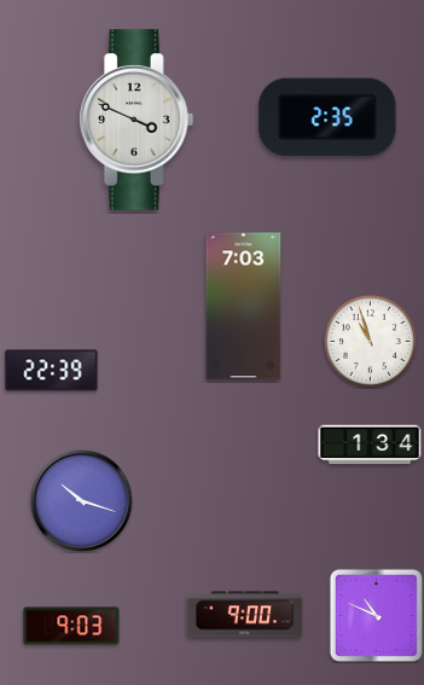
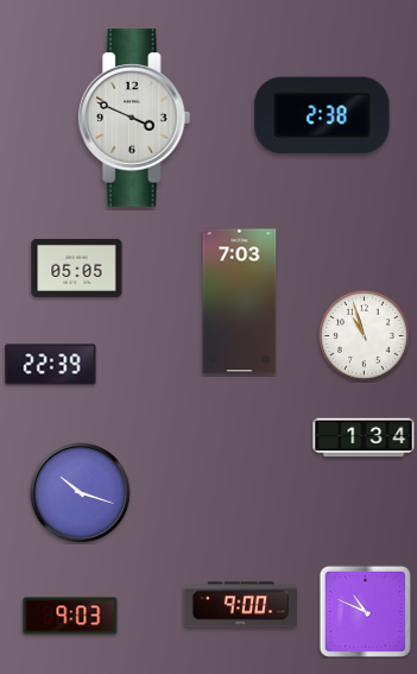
clock at (327, 117): 2:35 -> 2:38
clock at (77, 267): none -> 05:05
clock at (376, 615) position: (376, 615) -> (365, 611)
